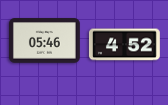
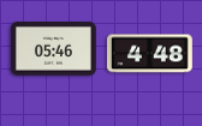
clock at (124, 45): 4:52 -> 4:48
